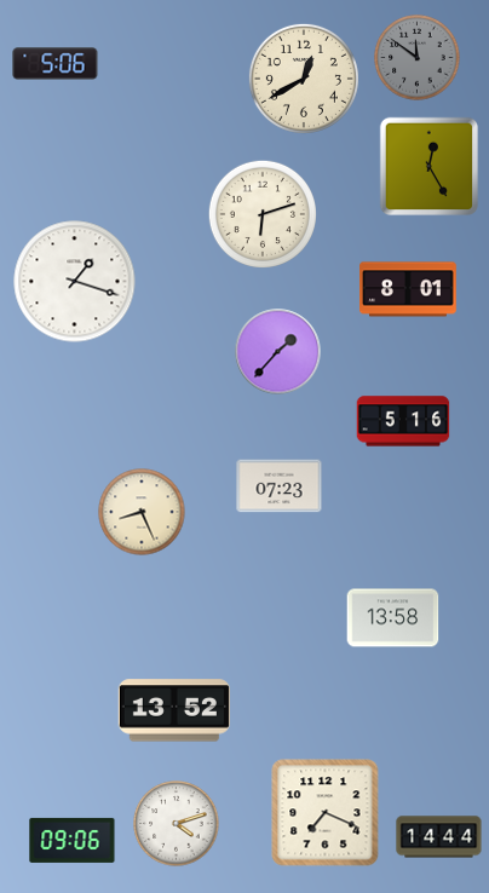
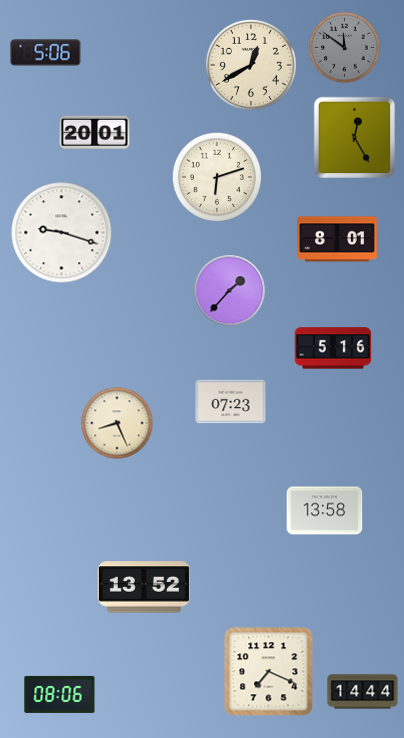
clock at (95, 133): none -> 20:01
clock at (75, 282): 1:18 -> 9:18
clock at (177, 824): 4:12 -> none
clock at (73, 840): 09:06 -> 08:06
